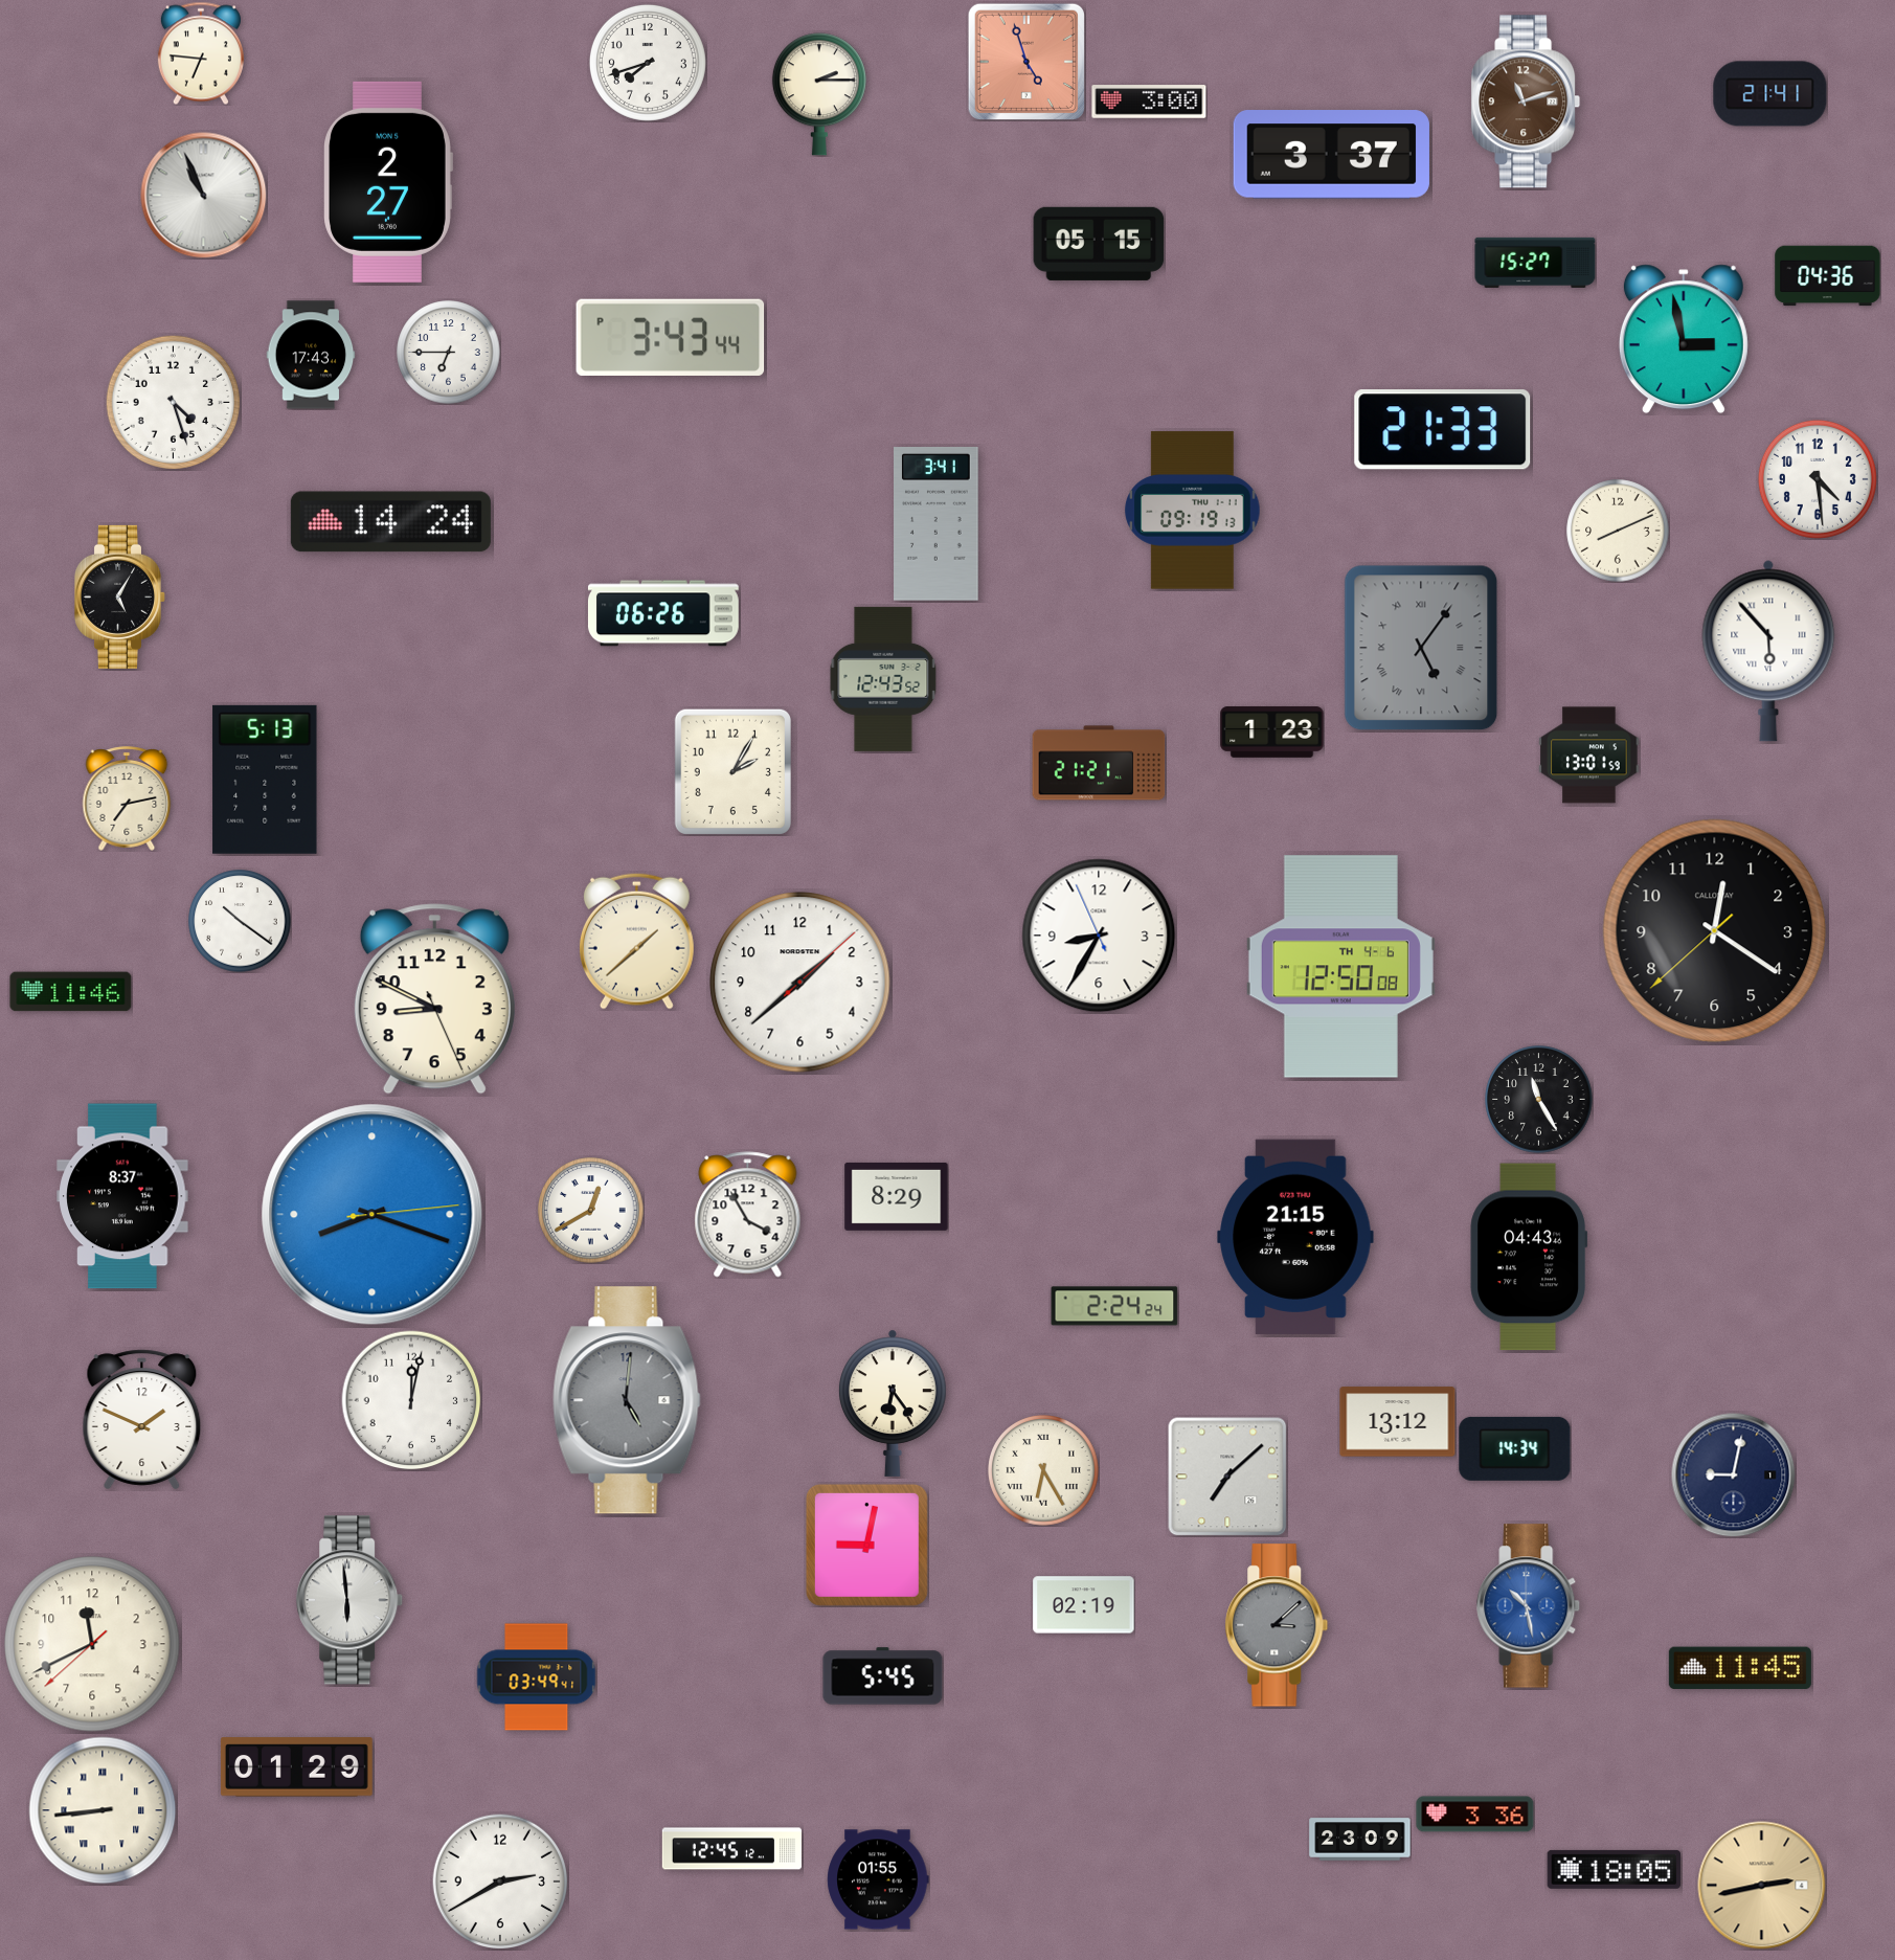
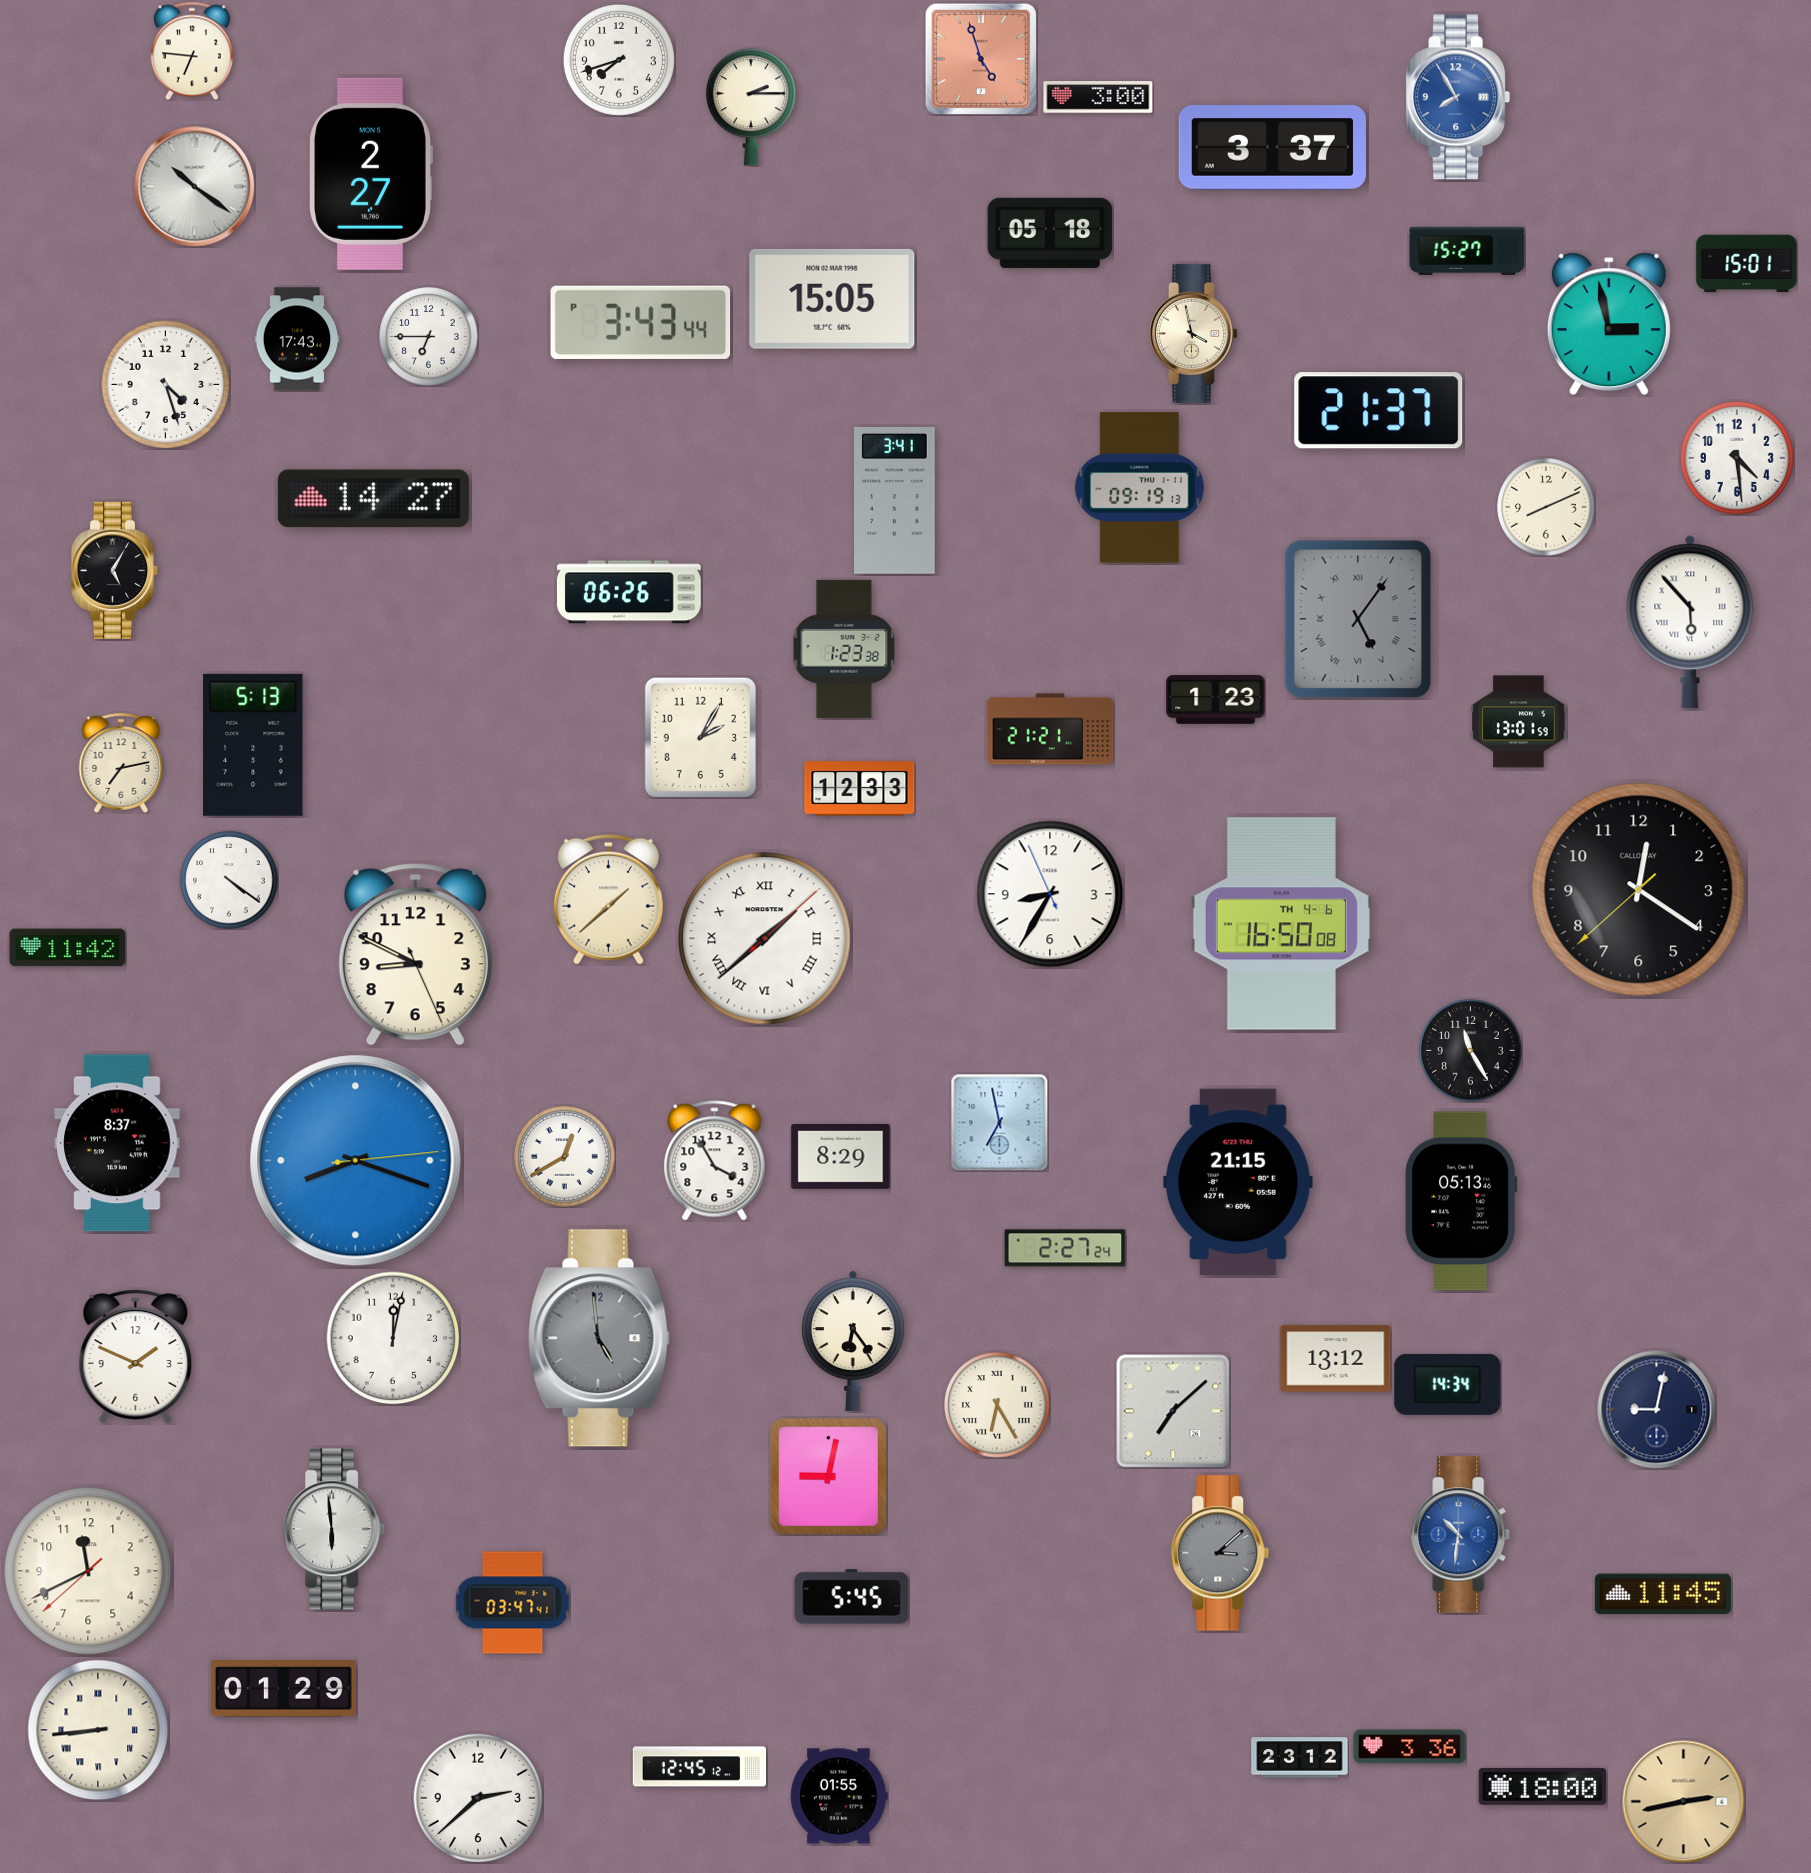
clock at (819, 94) position: (819, 94) -> (751, 107)
clock at (1770, 94): 21:41 -> none
clock at (1526, 102): 11:12 -> 7:55
clock at (1526, 102) dial: brown -> blue
clock at (204, 196): 10:56 -> 10:21
clock at (1099, 244): 05:15 -> 05:18
clock at (1828, 276): 04:36 -> 15:01
clock at (832, 299): none -> 15:05
clock at (1193, 333): none -> 3:58
clock at (1443, 430): 21:33 -> 21:37
clock at (390, 522): 14:24 -> 14:27
clock at (663, 613) position: (663, 613) -> (629, 592)
clock at (883, 679): 12:43 -> 1:23
clock at (860, 789): none -> 12:33
clock at (240, 921): 10:21 -> 4:21
clock at (1340, 967): 12:50 -> 16:50
clock at (800, 983) numerals: Arabic -> Roman
clock at (71, 992): 11:46 -> 11:42
clock at (999, 1122): none -> 6:58
clock at (897, 1196) position: (897, 1196) -> (841, 1156)
clock at (1529, 1257): 04:43 -> 05:13
clock at (1114, 1306): 2:24 -> 2:27
clock at (627, 1400): 5:01 -> 4:59
clock at (1084, 1605): 02:19 -> none
clock at (1529, 1606): 10:28 -> 10:31
clock at (883, 1676) position: (883, 1676) -> (852, 1597)
clock at (536, 1677): 03:49 -> 03:47
clock at (1475, 1815) position: (1475, 1815) -> (1410, 1747)
clock at (1360, 1840): 23:09 -> 23:12
clock at (1615, 1869): 18:05 -> 18:00
clock at (500, 1882): 2:40 -> 2:38
